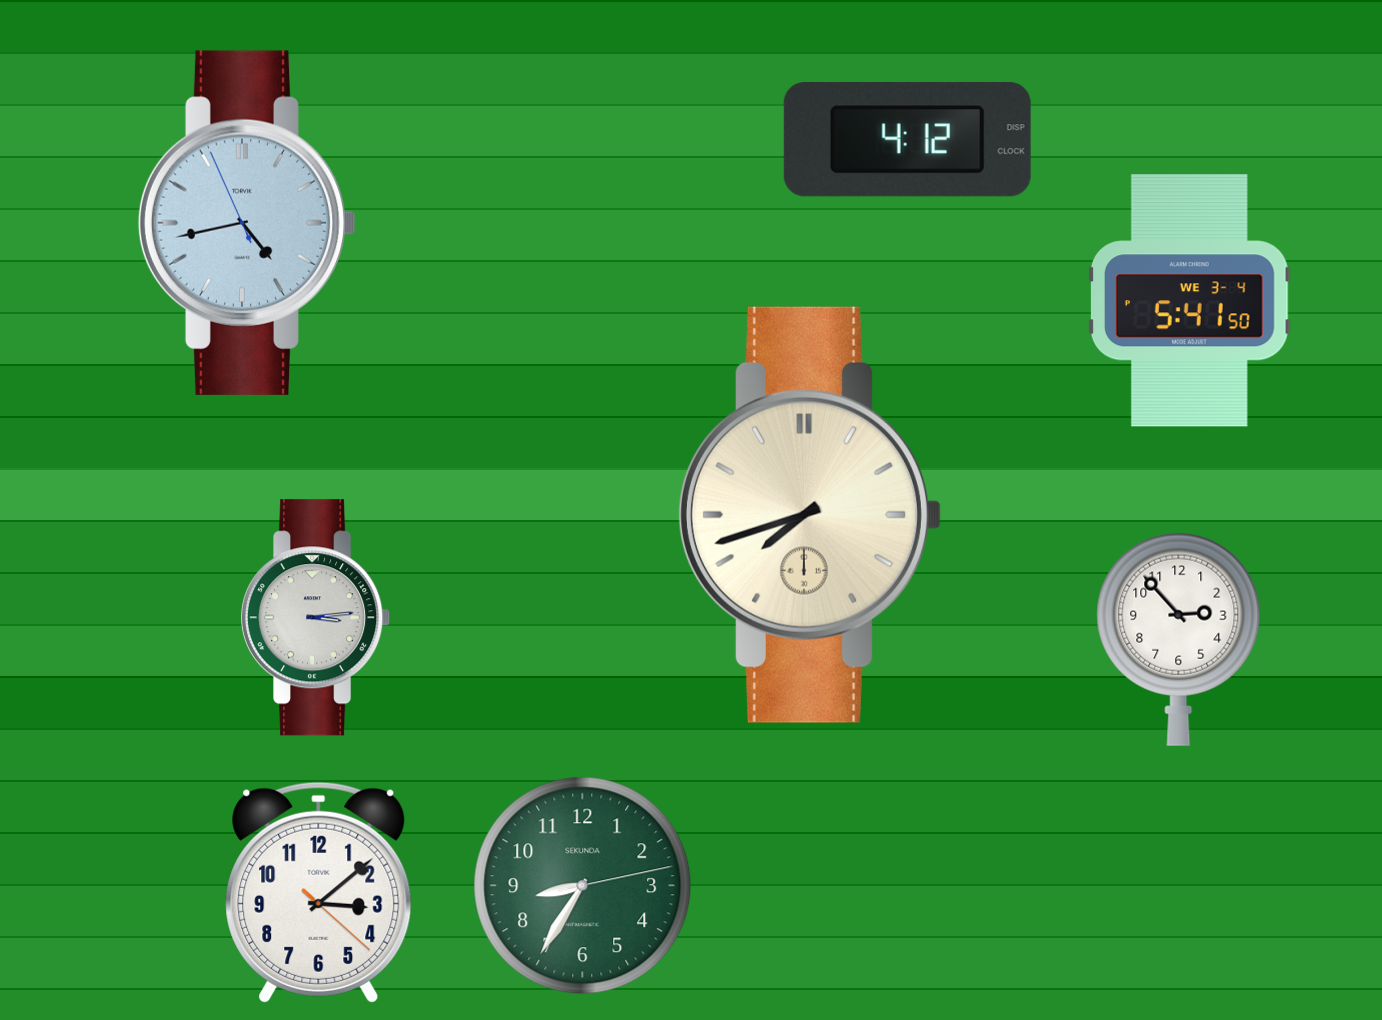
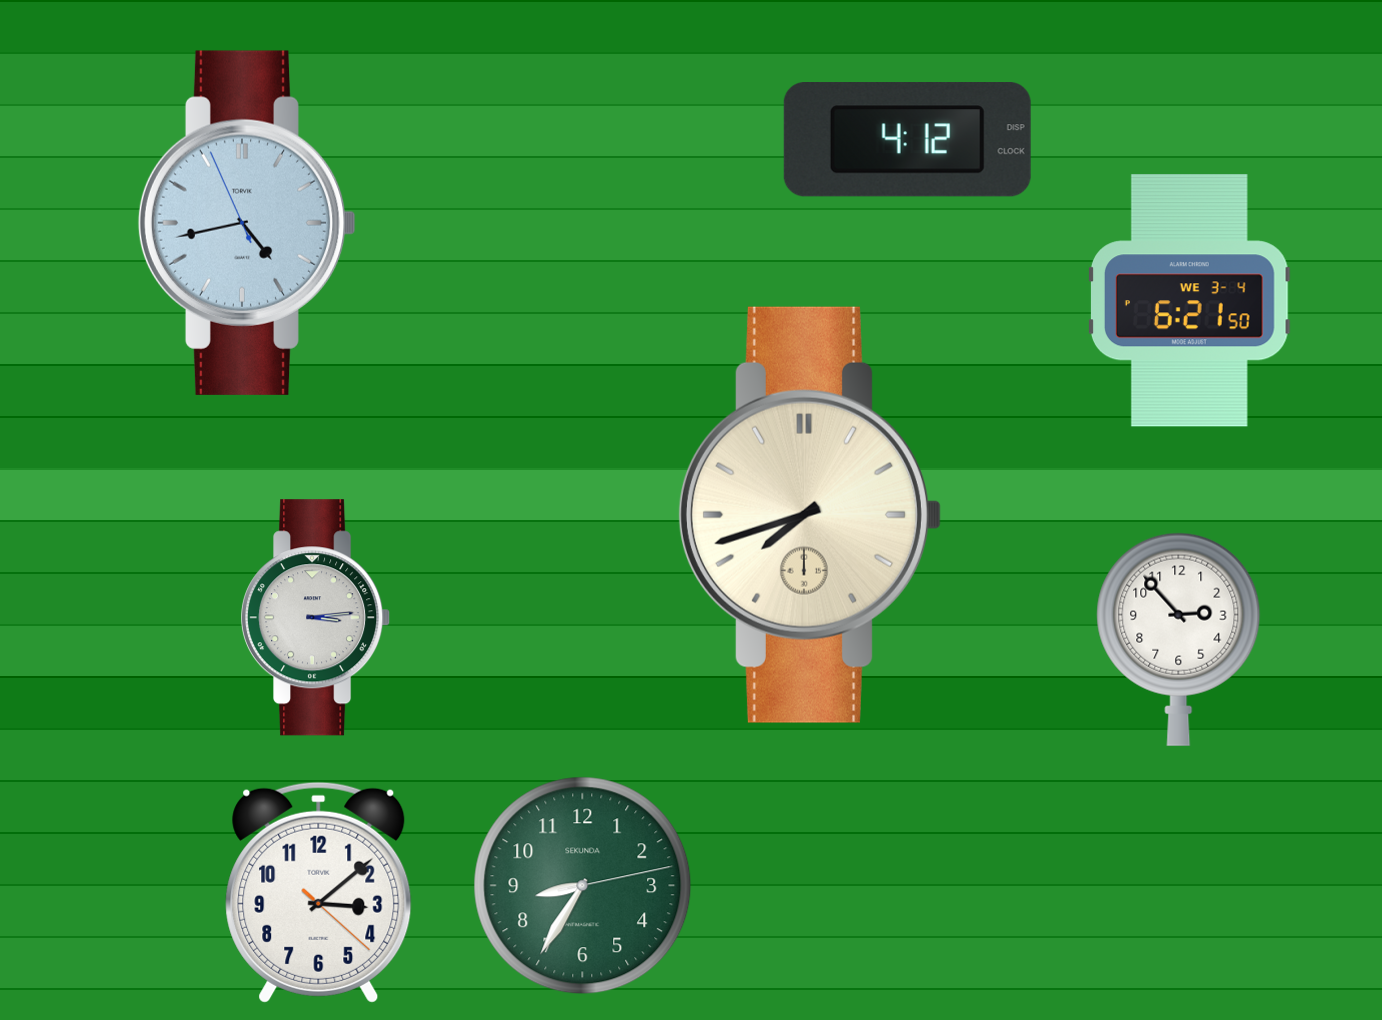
clock at (1190, 301): 5:41 -> 6:21
